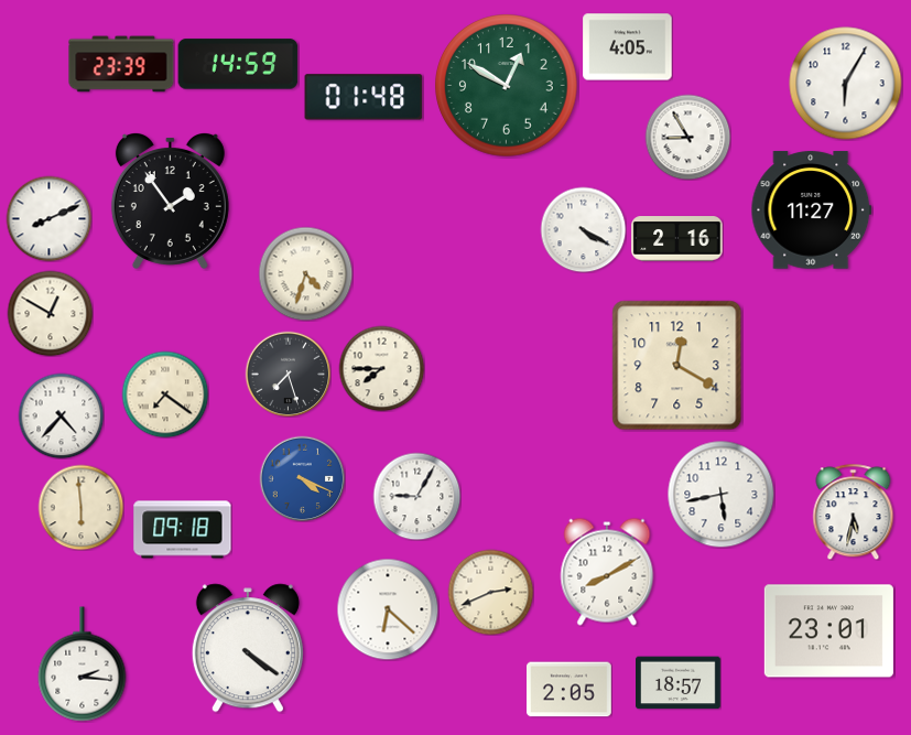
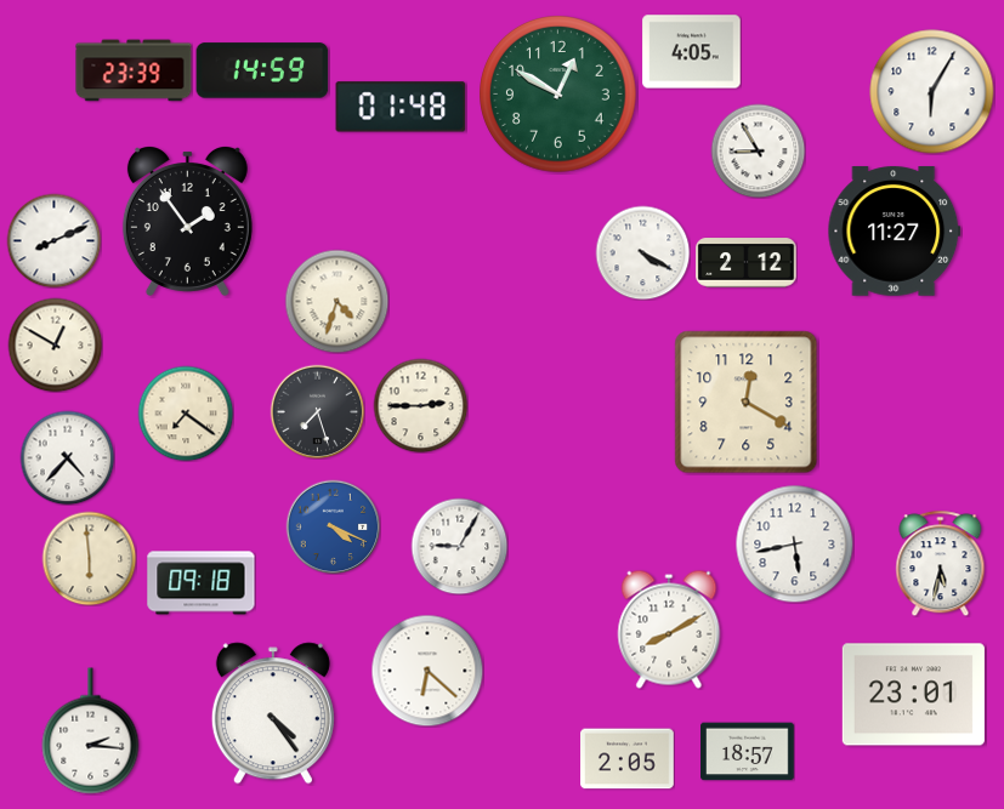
clock at (677, 239): 2:16 -> 2:12
clock at (381, 368): 7:45 -> 2:45
clock at (165, 394) position: (165, 394) -> (186, 414)
clock at (490, 592): 2:41 -> none
clock at (248, 648): 4:21 -> 4:24
